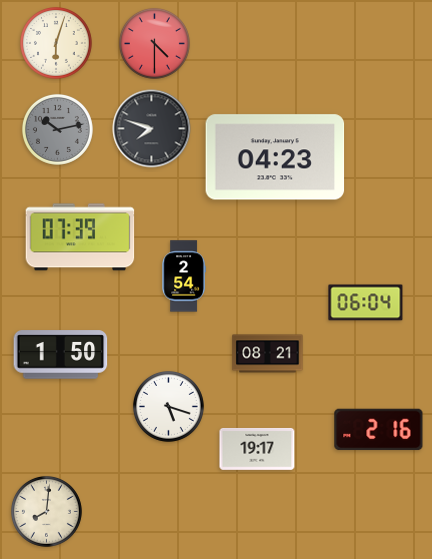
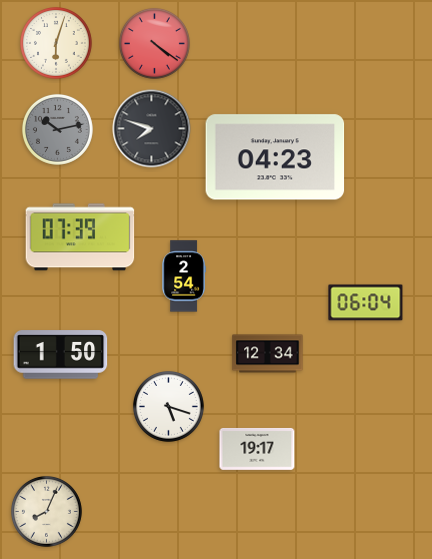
clock at (154, 43): 4:30 -> 4:21
clock at (268, 354): 08:21 -> 12:34
clock at (379, 430): 2:16 -> none
clock at (46, 511): 8:01 -> 8:04
